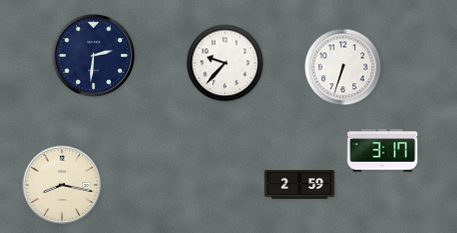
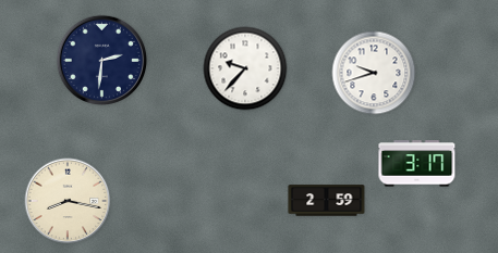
clock at (343, 67): 6:33 -> 9:42
